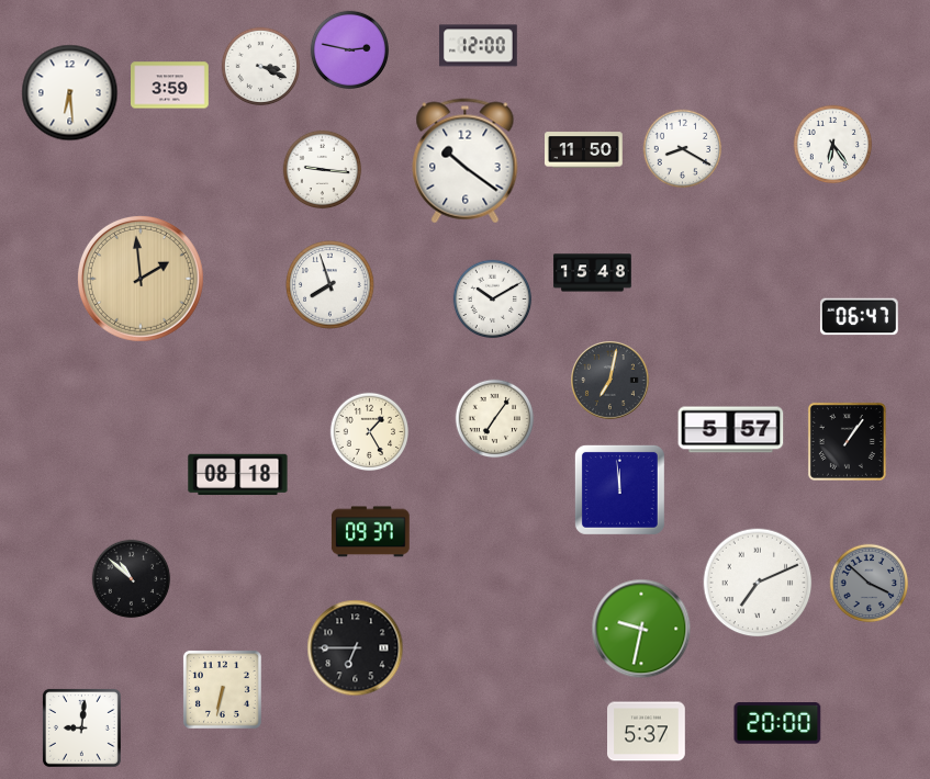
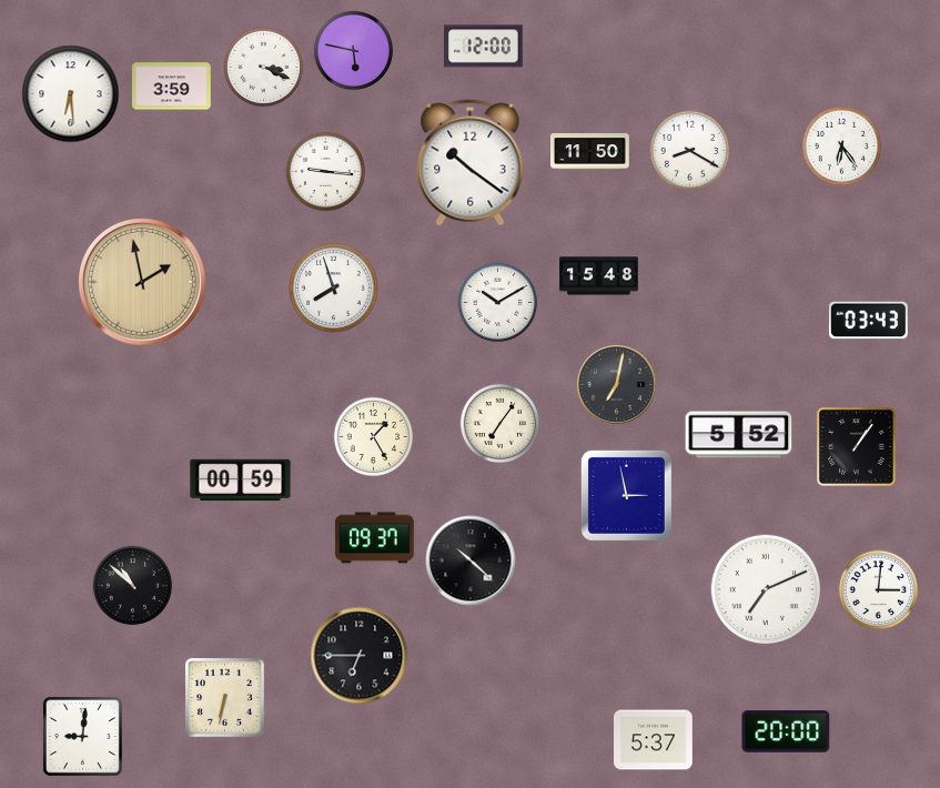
clock at (350, 50): 2:47 -> 5:47
clock at (141, 279): 1:59 -> 1:58
clock at (860, 317): 06:47 -> 03:43
clock at (731, 430): 5:57 -> 5:52
clock at (238, 475): 08:18 -> 00:59
clock at (619, 489): 11:59 -> 2:58
clock at (471, 560): none -> 10:22
clock at (870, 584): 3:52 -> 3:01
clock at (870, 584) dial: grey -> white
clock at (641, 629): 9:32 -> none
